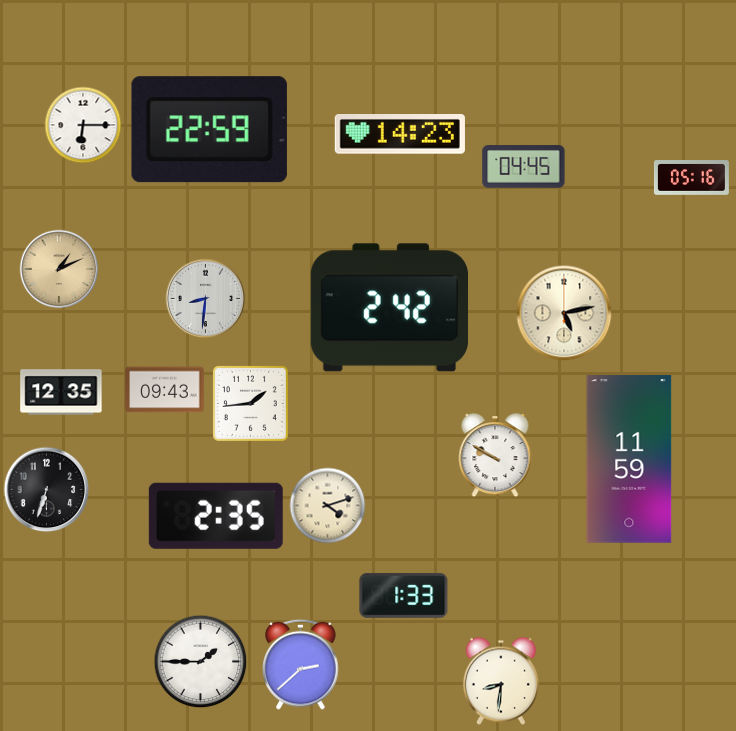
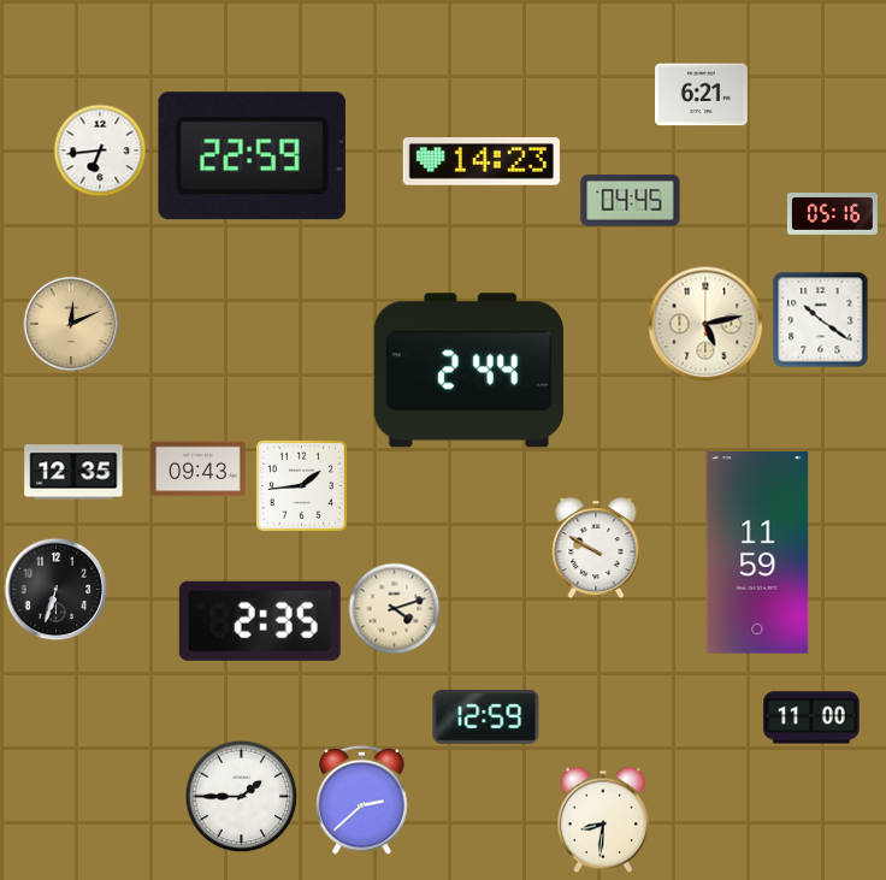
clock at (702, 95): none -> 6:21
clock at (83, 125): 6:15 -> 6:44
clock at (821, 320): none -> 10:21
clock at (59, 269): 1:11 -> 12:11
clock at (206, 299): 8:31 -> none
clock at (389, 308): 2:42 -> 2:44
clock at (564, 313) position: (564, 313) -> (705, 324)
clock at (404, 595): 1:33 -> 12:59
clock at (811, 717): none -> 11:00
